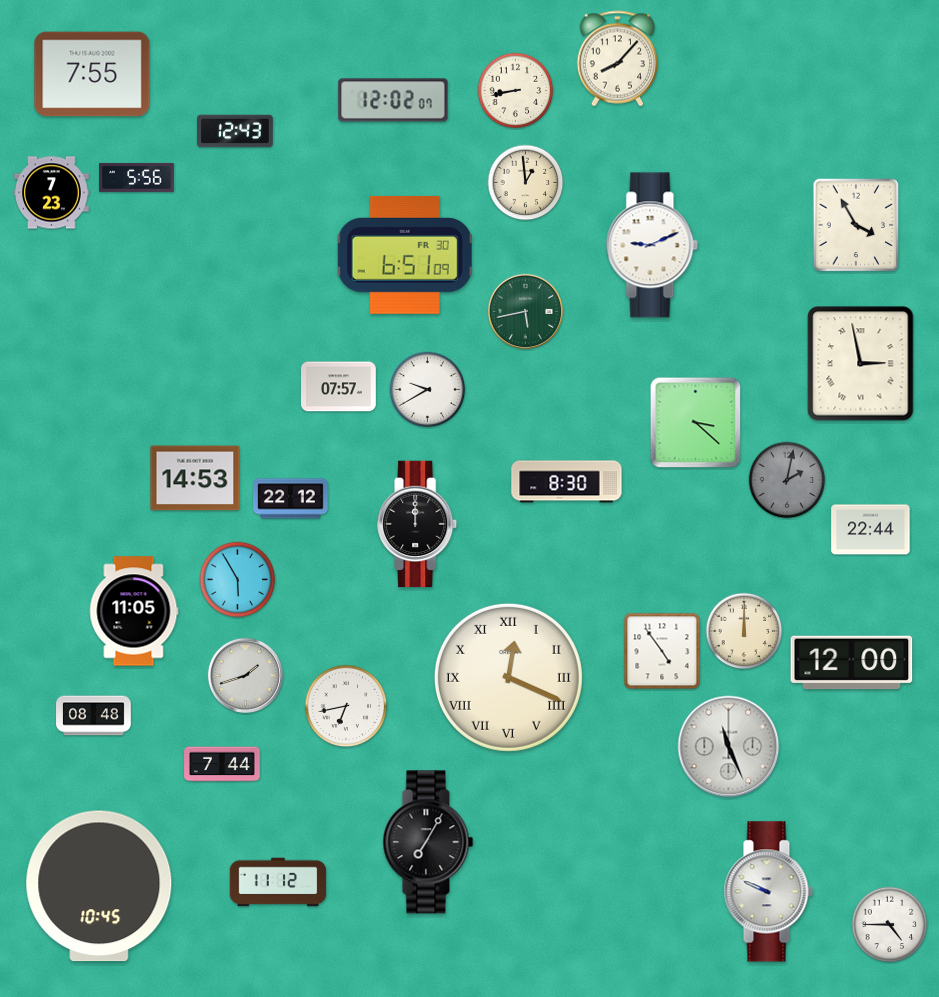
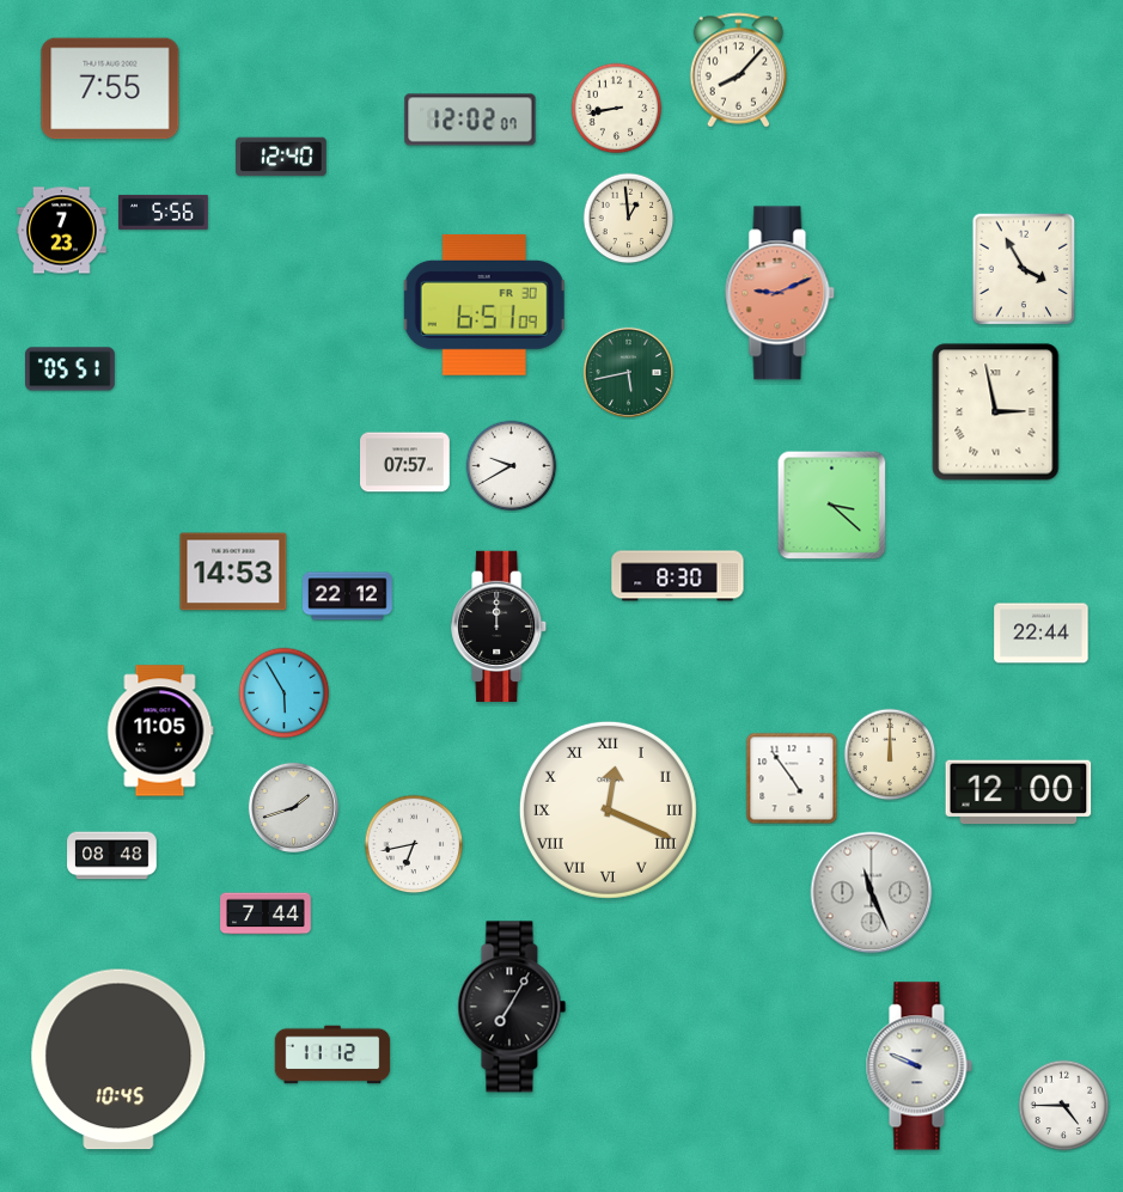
clock at (235, 131): 12:43 -> 12:40
clock at (652, 245) dial: white -> salmon
clock at (71, 369): none -> 05:51
clock at (861, 364) position: (861, 364) -> (996, 412)
clock at (787, 480): 2:02 -> none
